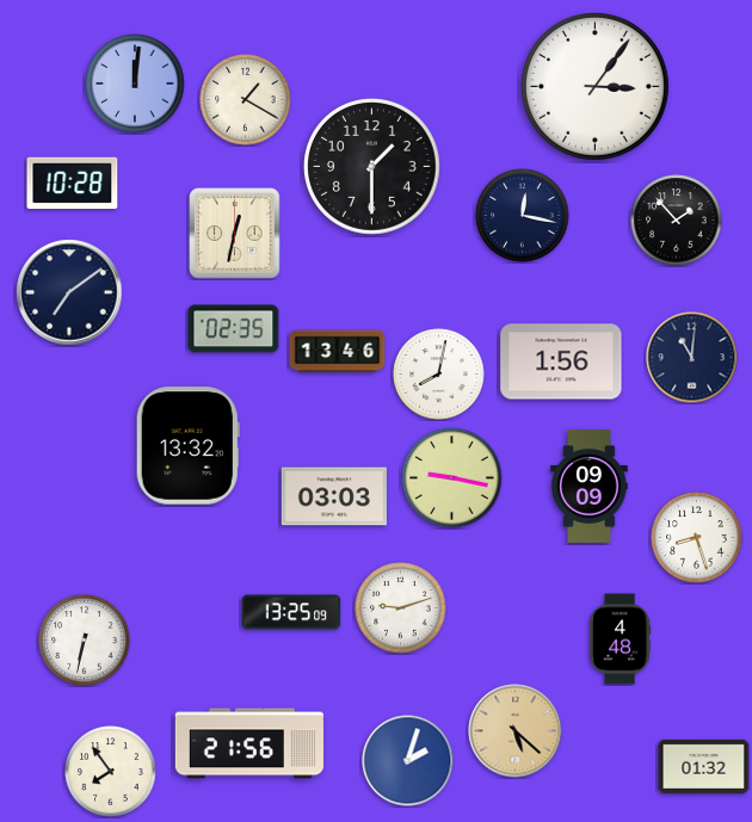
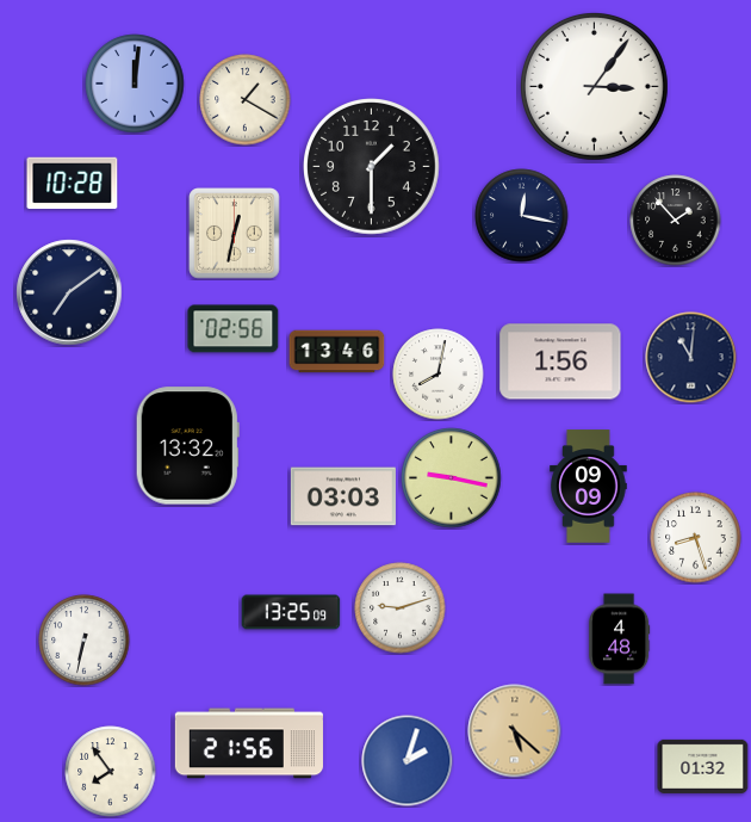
clock at (234, 329): 02:35 -> 02:56
clock at (334, 496) position: (334, 496) -> (343, 496)
